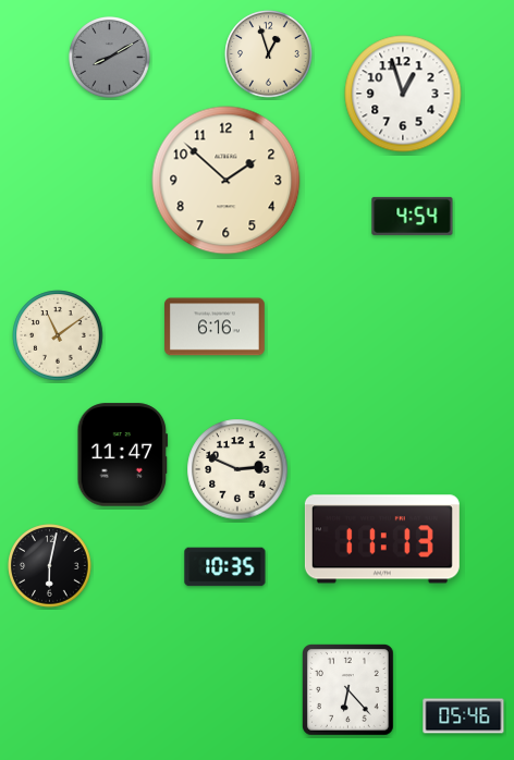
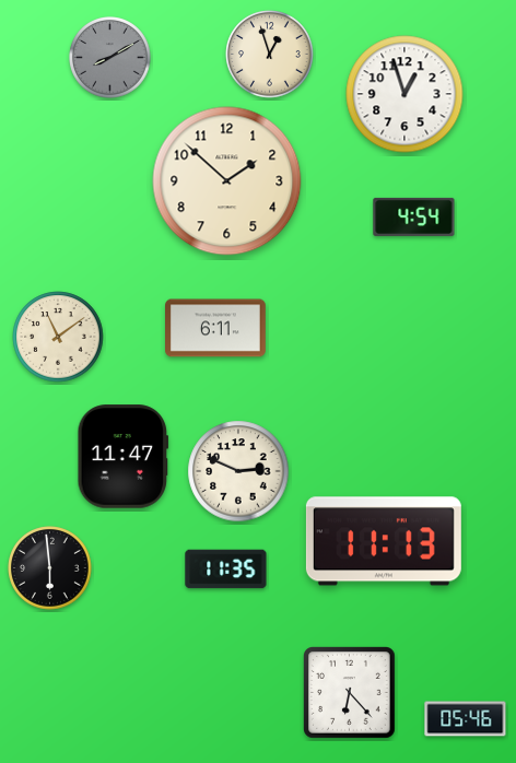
clock at (216, 327): 6:16 -> 6:11
clock at (50, 566): 6:02 -> 5:59
clock at (225, 567): 10:35 -> 11:35
